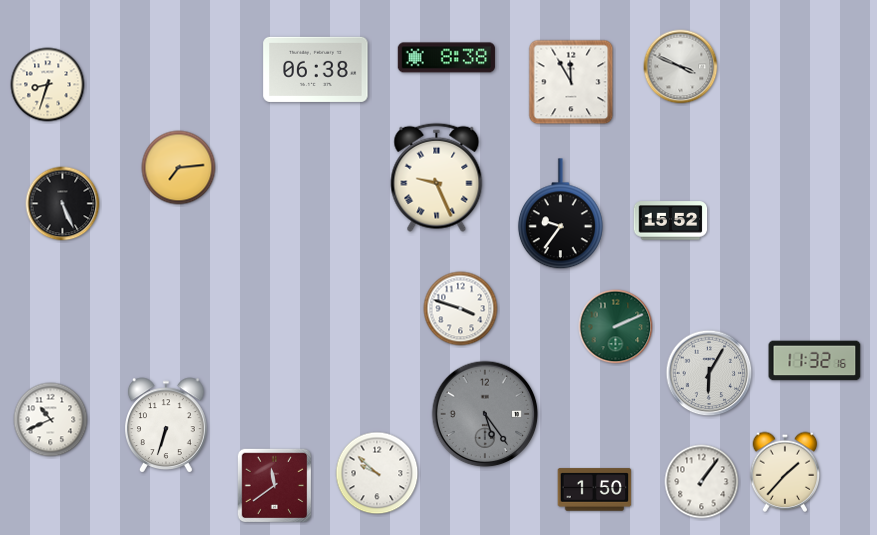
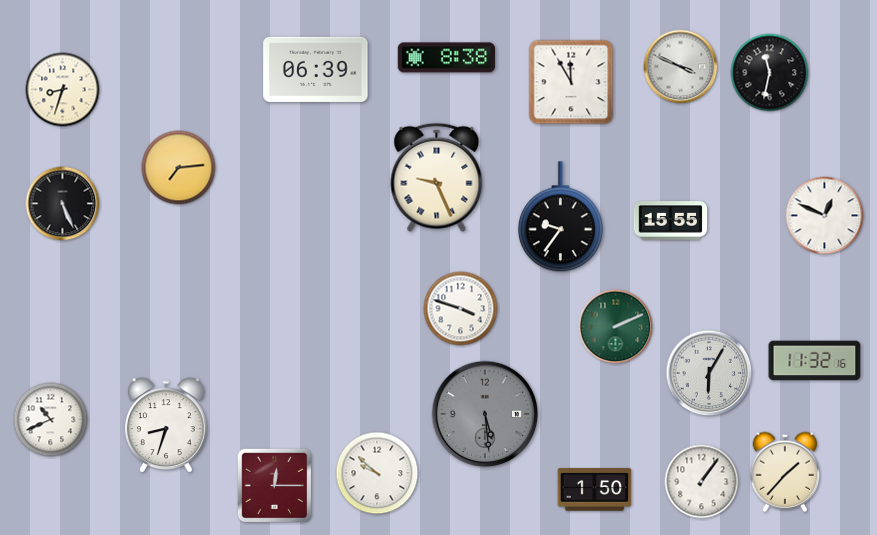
clock at (316, 69): 06:38 -> 06:39
clock at (770, 73): none -> 11:32
clock at (48, 85) position: (48, 85) -> (63, 90)
clock at (560, 214) position: (560, 214) -> (560, 217)
clock at (825, 216): none -> 12:49
clock at (671, 221): 15:52 -> 15:55
clock at (485, 414): 5:24 -> 5:29
clock at (167, 425): 6:33 -> 8:33
clock at (275, 486): 11:39 -> 12:15
